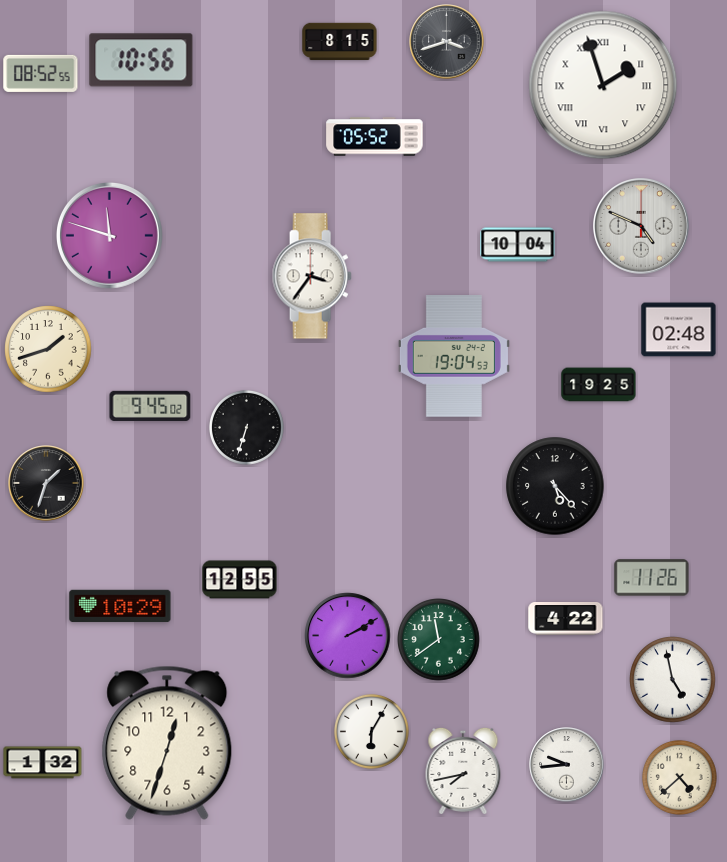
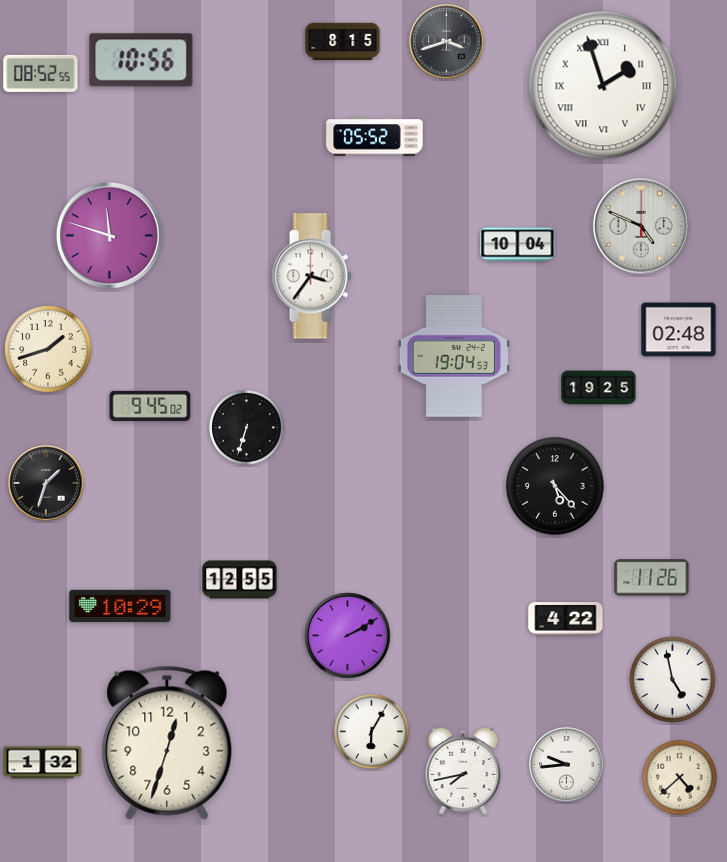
clock at (340, 42) position: (340, 42) -> (343, 42)
clock at (599, 385) position: (599, 385) -> (599, 388)
clock at (439, 640): 11:39 -> none
